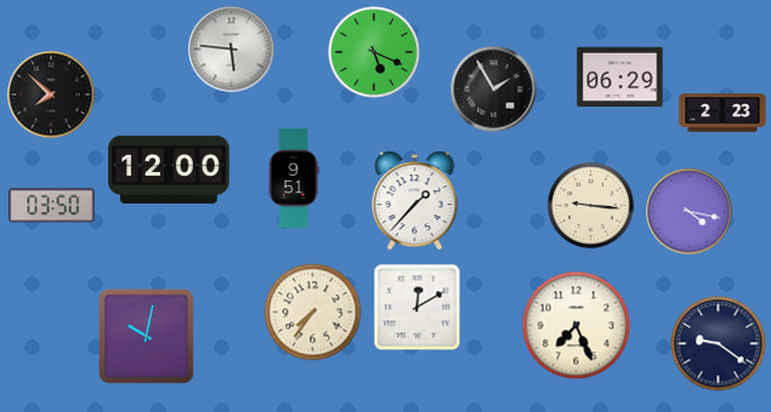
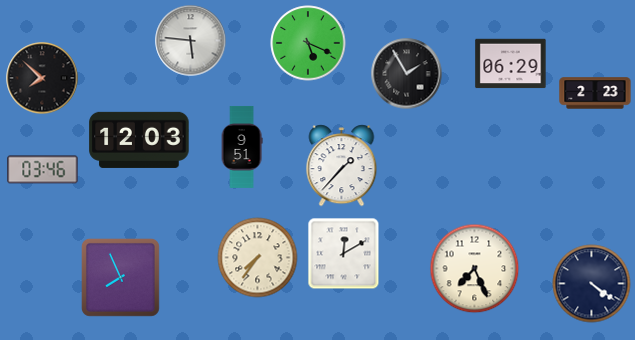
clock at (169, 170): 12:00 -> 12:03
clock at (52, 206): 03:50 -> 03:46
clock at (591, 206): 9:16 -> none
clock at (690, 212): 4:17 -> none
clock at (146, 336): 10:02 -> 7:56
clock at (719, 344): 9:21 -> 4:21
